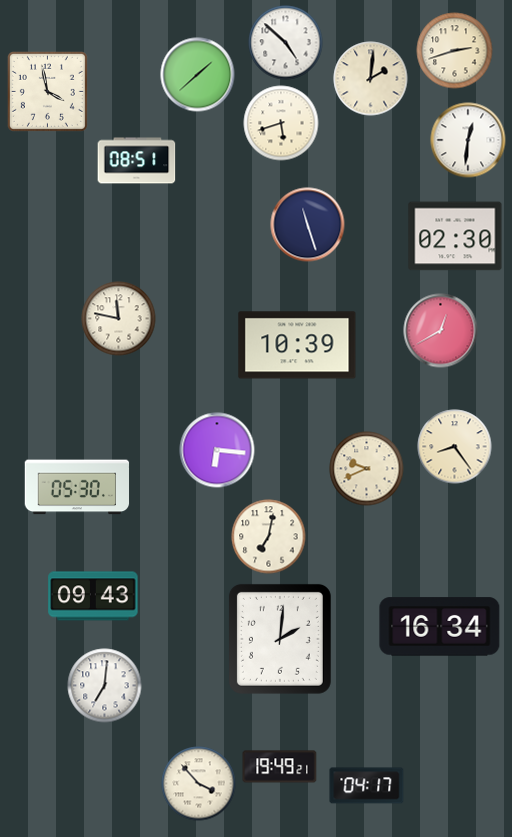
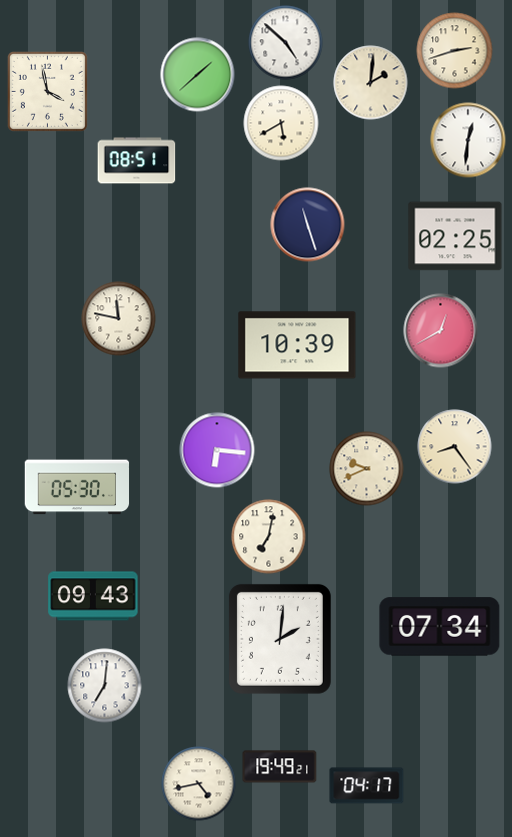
clock at (371, 79) position: (371, 79) -> (371, 83)
clock at (281, 123): 5:42 -> 5:40
clock at (455, 236): 02:30 -> 02:25
clock at (440, 627): 16:34 -> 07:34
clock at (199, 784): 3:53 -> 4:43
